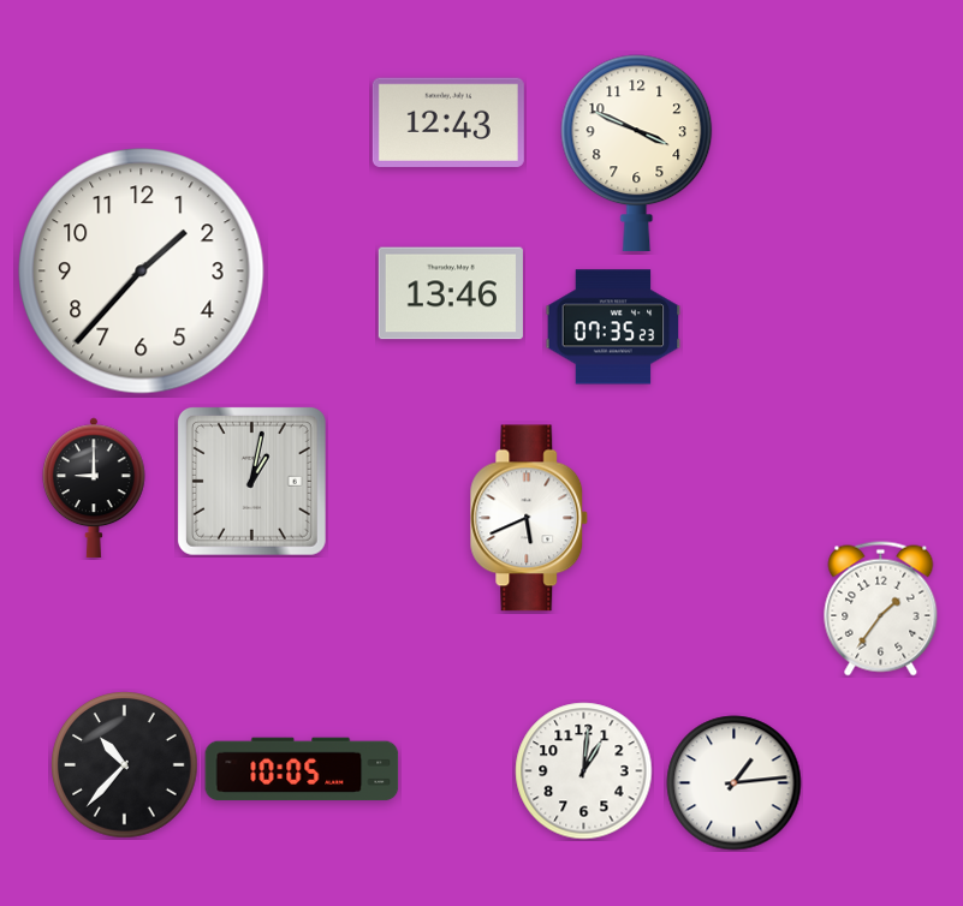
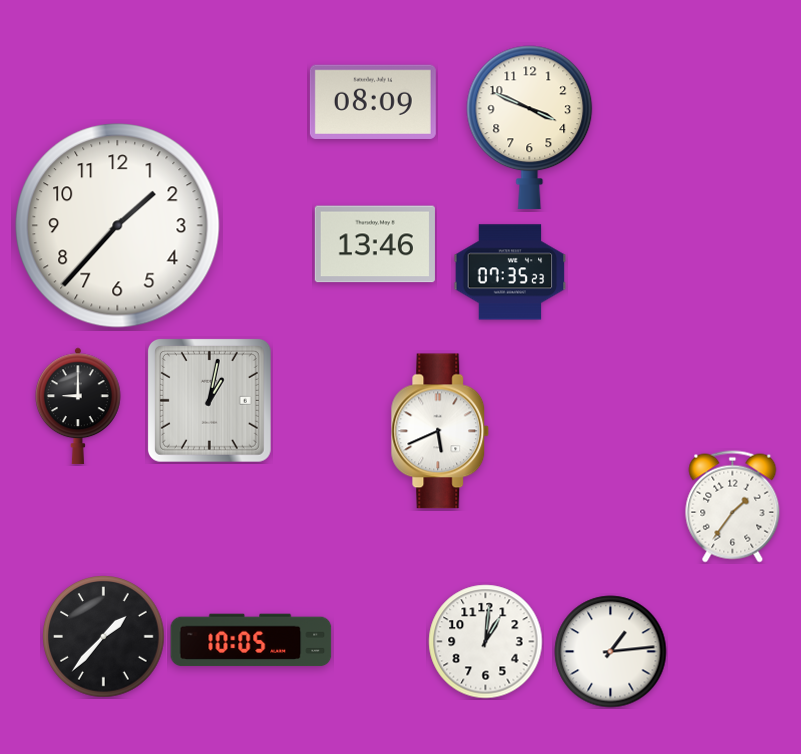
clock at (448, 123): 12:43 -> 08:09
clock at (125, 765): 10:37 -> 1:37
